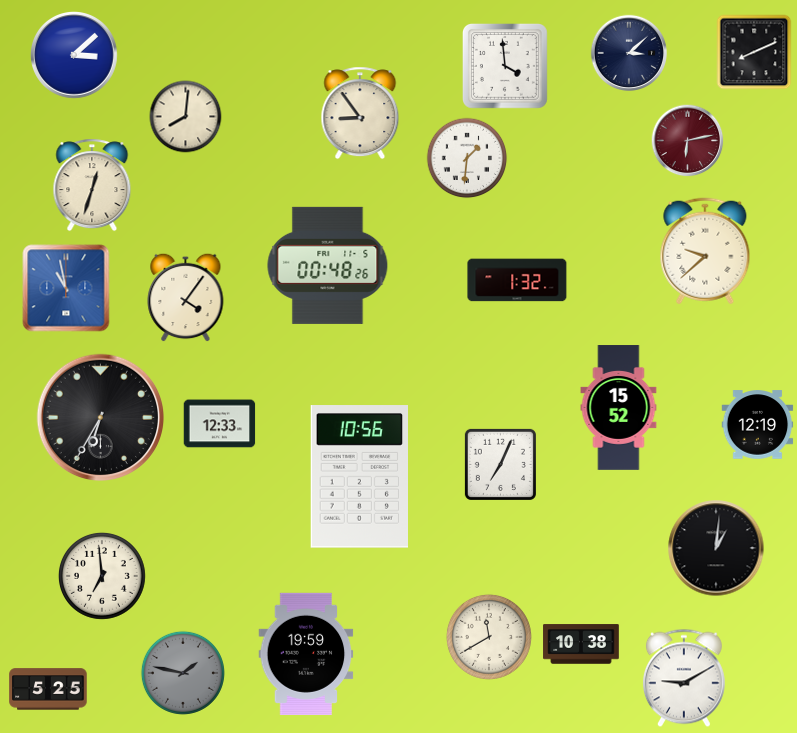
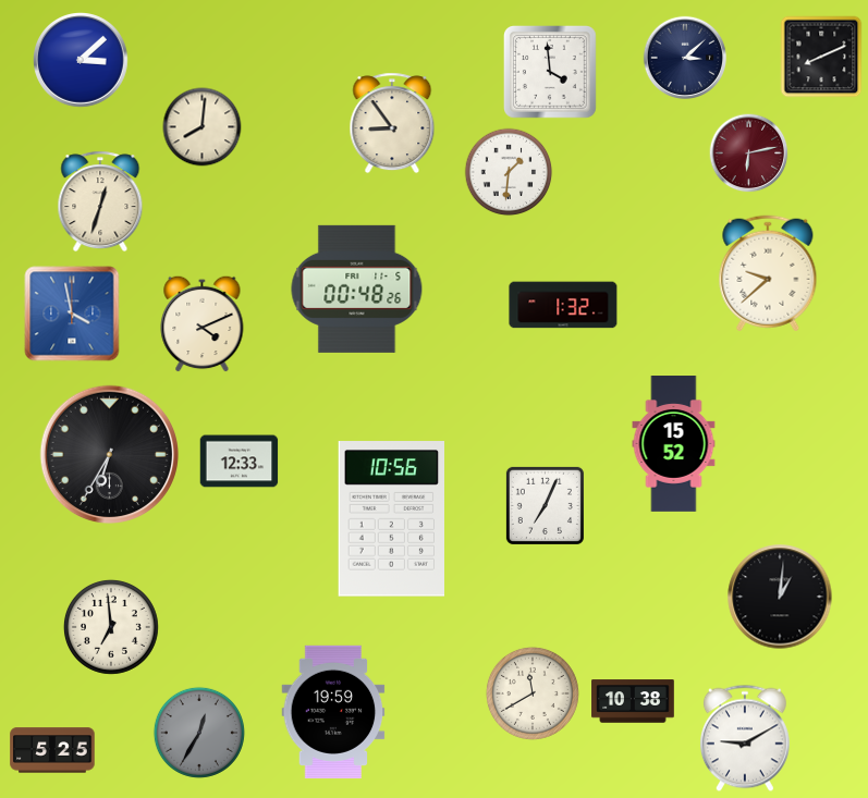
clock at (66, 288): 10:58 -> 3:58
clock at (186, 297): 4:06 -> 4:11
clock at (758, 425): 12:19 -> none
clock at (183, 673): 1:47 -> 12:35
